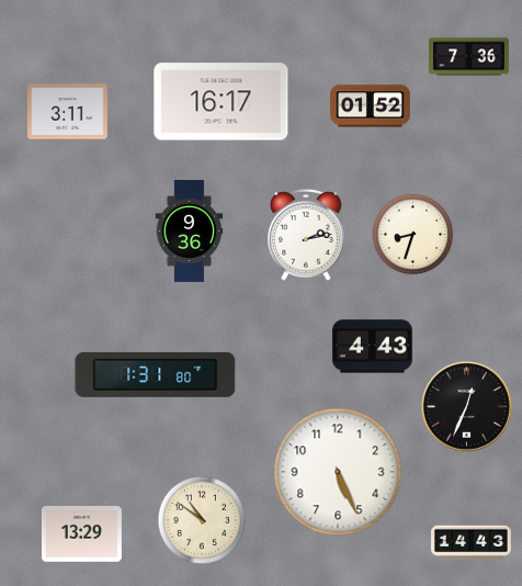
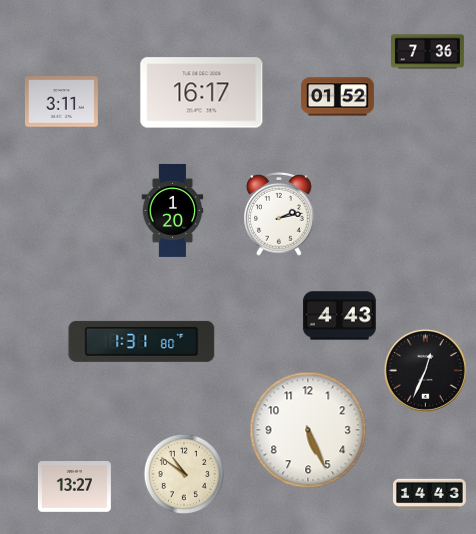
clock at (190, 230): 9:36 -> 1:20
clock at (413, 235): 8:33 -> none
clock at (81, 534): 13:29 -> 13:27
